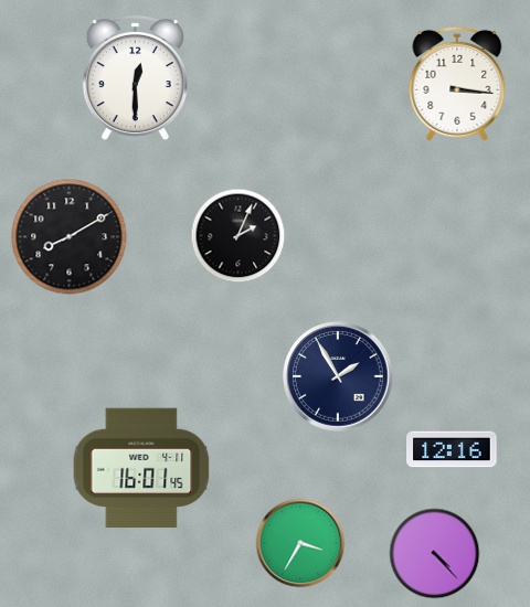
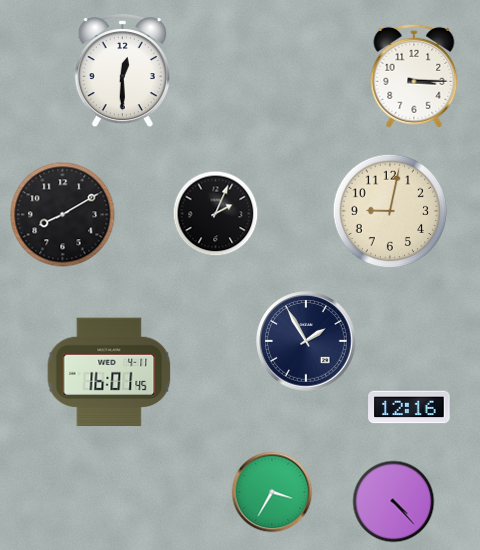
clock at (457, 84): 3:16 -> 3:15
clock at (390, 211): none -> 9:02
clock at (141, 468) position: (141, 468) -> (109, 372)
